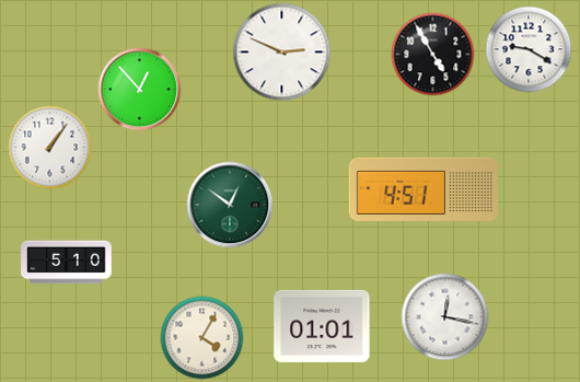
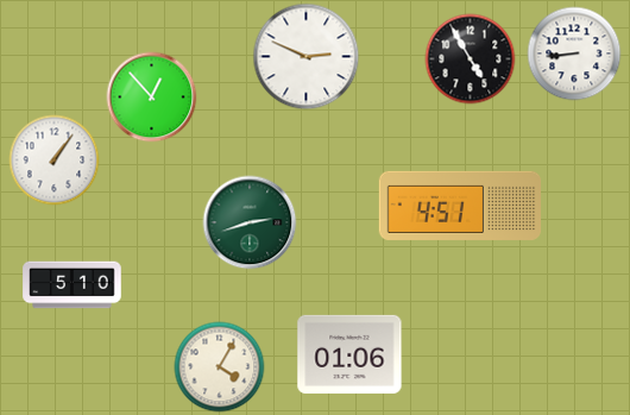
clock at (529, 49): 9:20 -> 8:44
clock at (230, 205): 12:51 -> 2:42
clock at (445, 317): 12:17 -> none
clock at (322, 326): 01:01 -> 01:06
